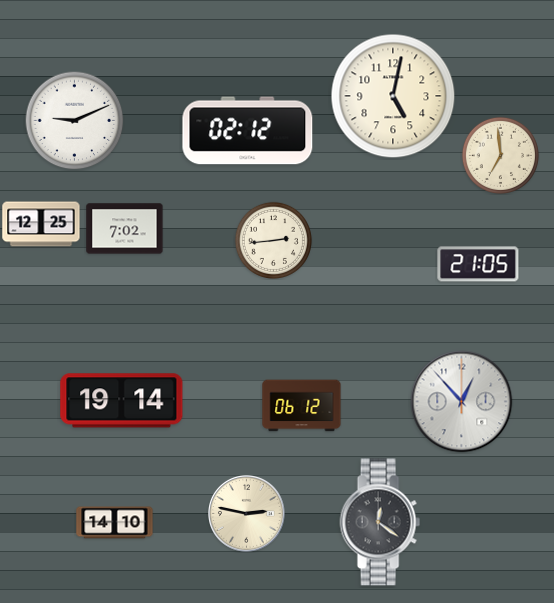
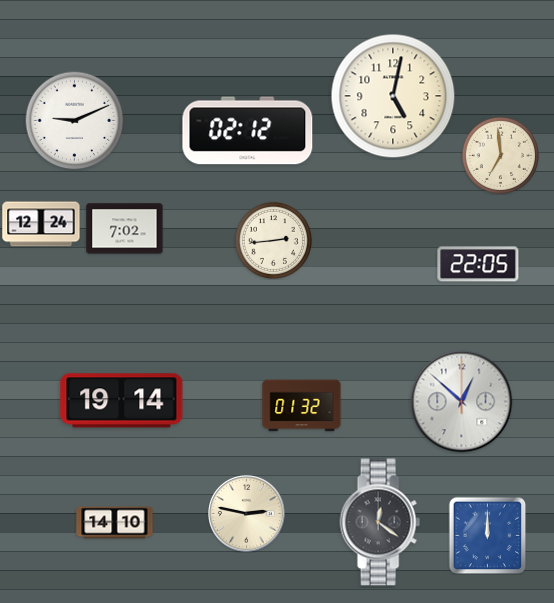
clock at (41, 224): 12:25 -> 12:24
clock at (478, 264): 21:05 -> 22:05
clock at (462, 402): 12:53 -> 12:52
clock at (302, 406): 06:12 -> 01:32
clock at (487, 535): none -> 12:00
